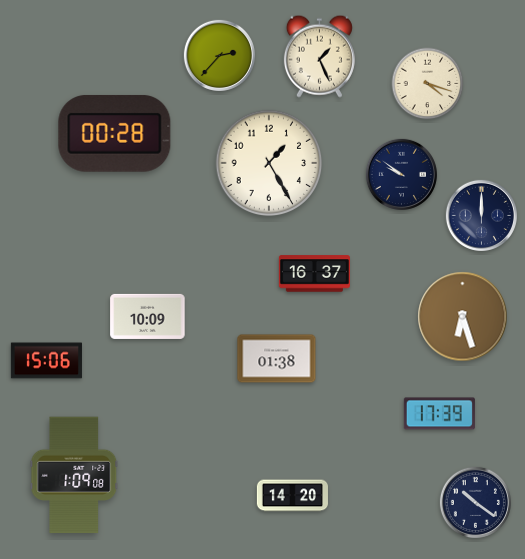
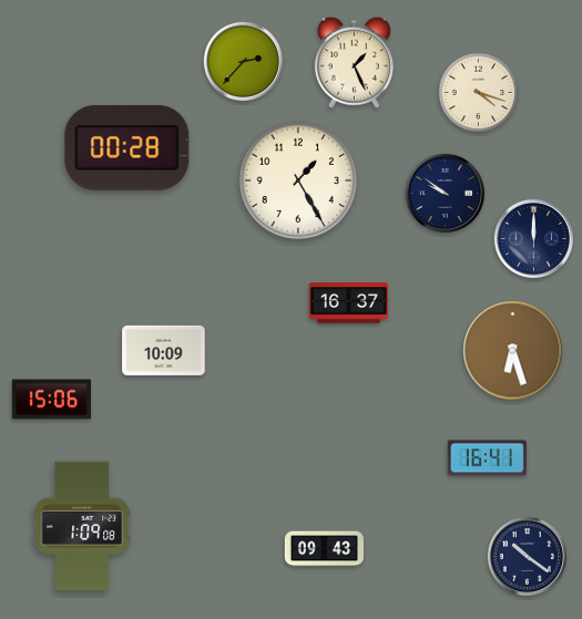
clock at (428, 84) position: (428, 84) -> (479, 93)
clock at (277, 359): 01:38 -> none
clock at (439, 414): 17:39 -> 16:41
clock at (292, 496): 14:20 -> 09:43
